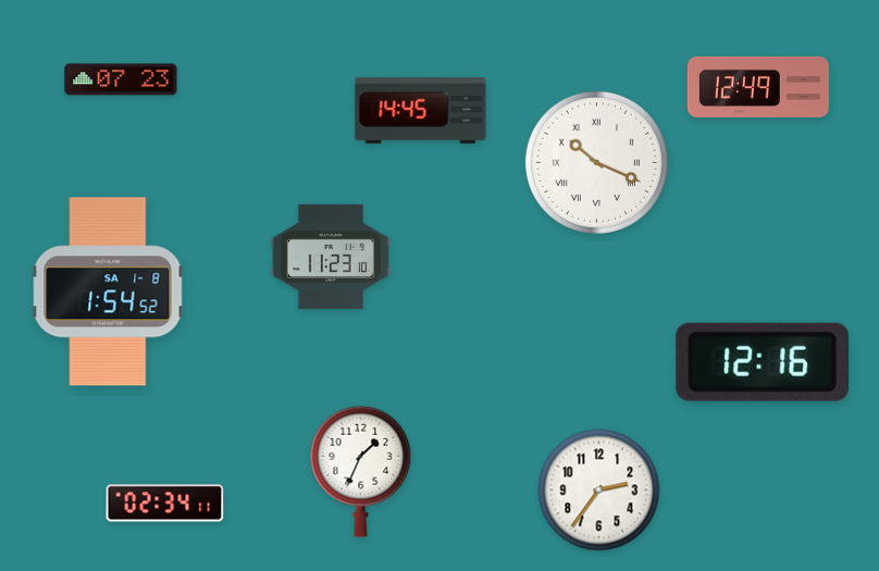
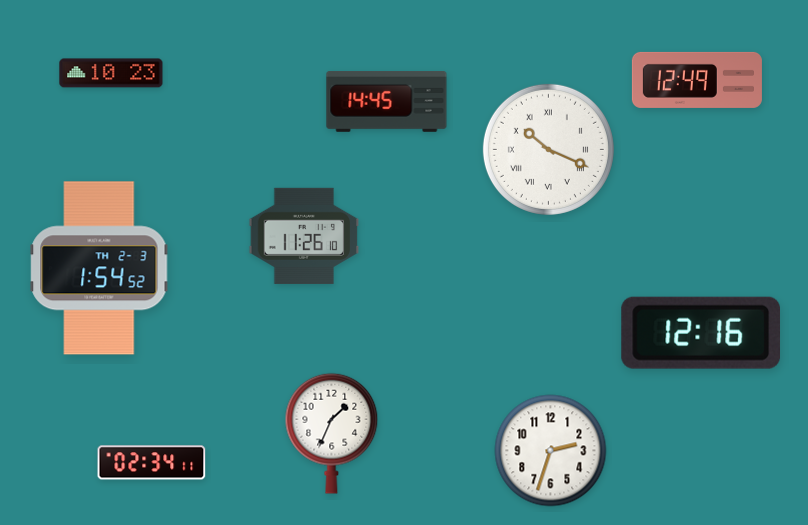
clock at (121, 79): 07:23 -> 10:23
clock at (331, 257): 11:23 -> 11:26
clock at (108, 291) date: SA 1-8 -> TH 2-3
clock at (599, 491): 2:36 -> 2:33
